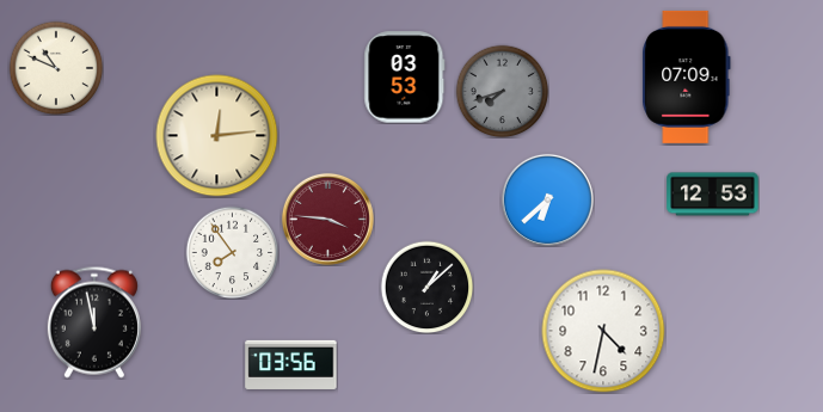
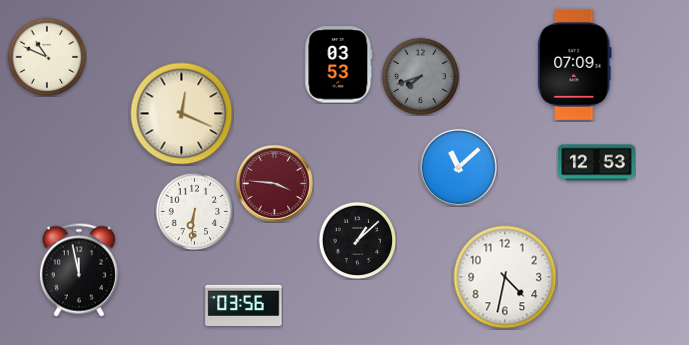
clock at (217, 136): 12:14 -> 12:19
clock at (547, 199): 6:38 -> 11:08
clock at (232, 252): 7:54 -> 6:31
